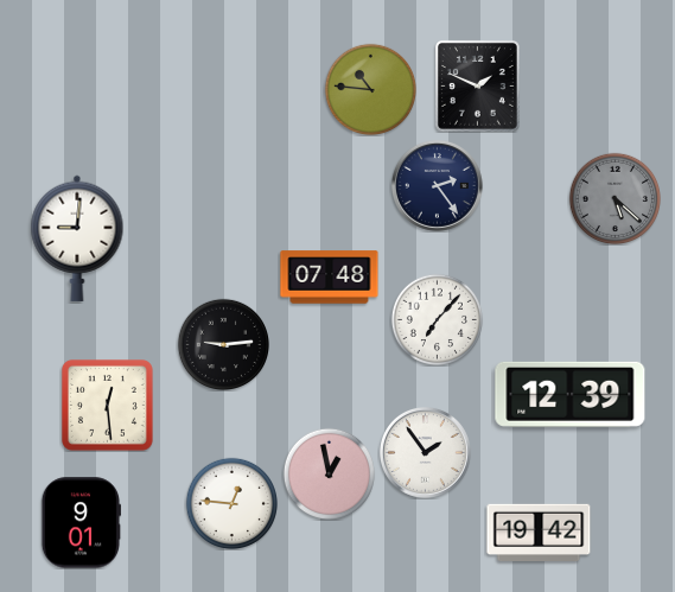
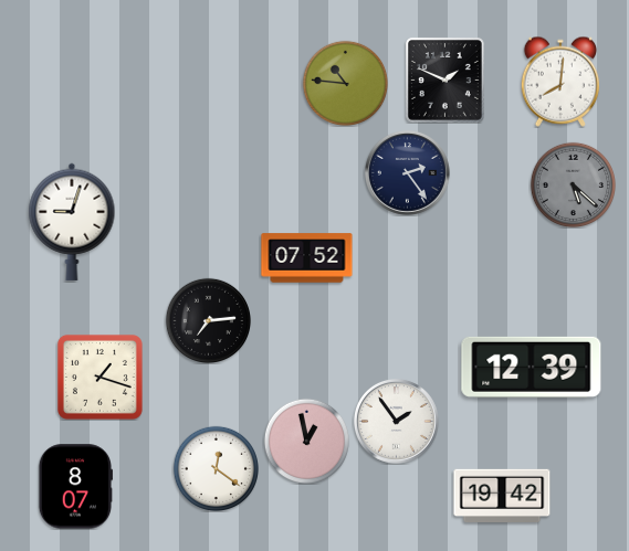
clock at (559, 82): none -> 8:01
clock at (77, 238): 9:01 -> 9:03
clock at (330, 278): 07:48 -> 07:52
clock at (437, 319): 7:07 -> none
clock at (223, 344): 9:14 -> 7:14
clock at (107, 405): 12:29 -> 1:18
clock at (231, 503): 12:46 -> 12:21
clock at (79, 523): 9:01 -> 8:07
